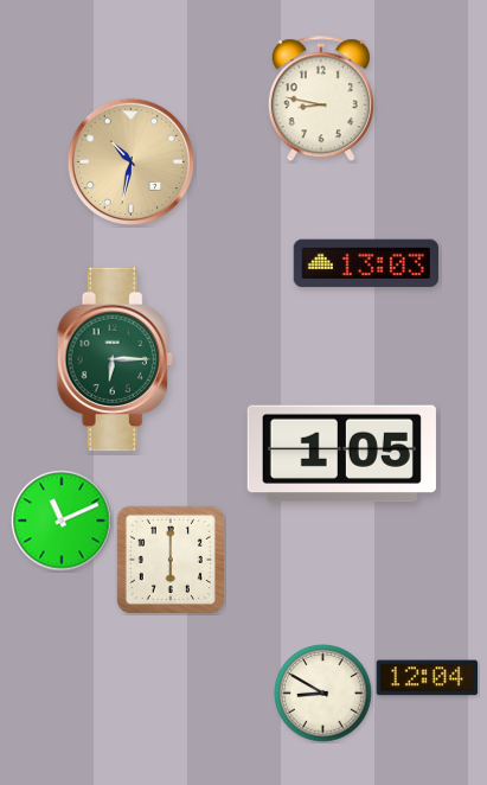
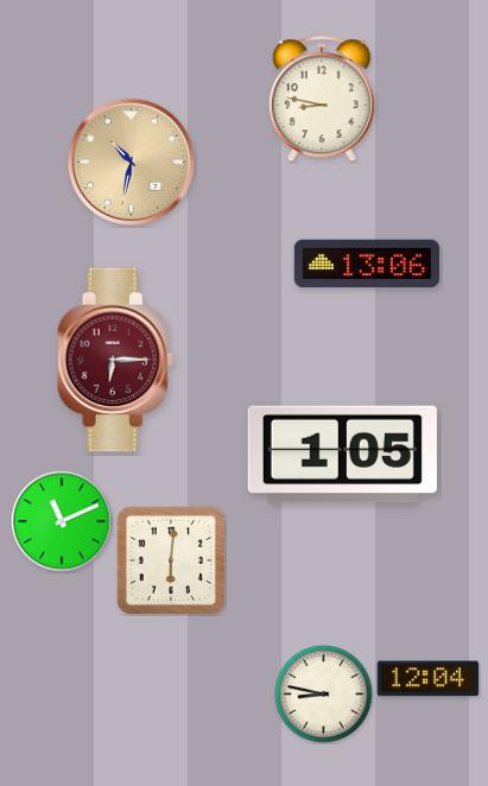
clock at (365, 263): 13:03 -> 13:06
clock at (115, 359) dial: green -> burgundy
clock at (171, 560): 6:00 -> 6:01
clock at (323, 694): 8:50 -> 8:47
